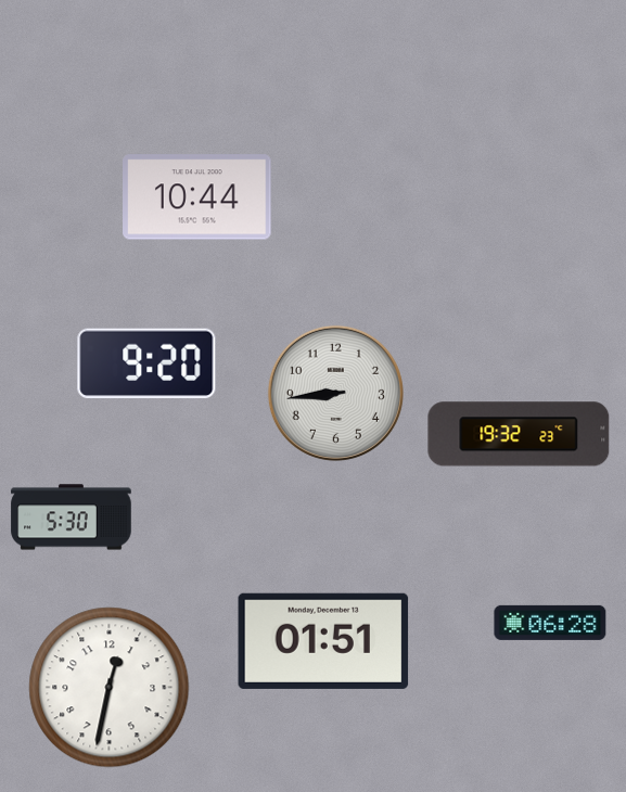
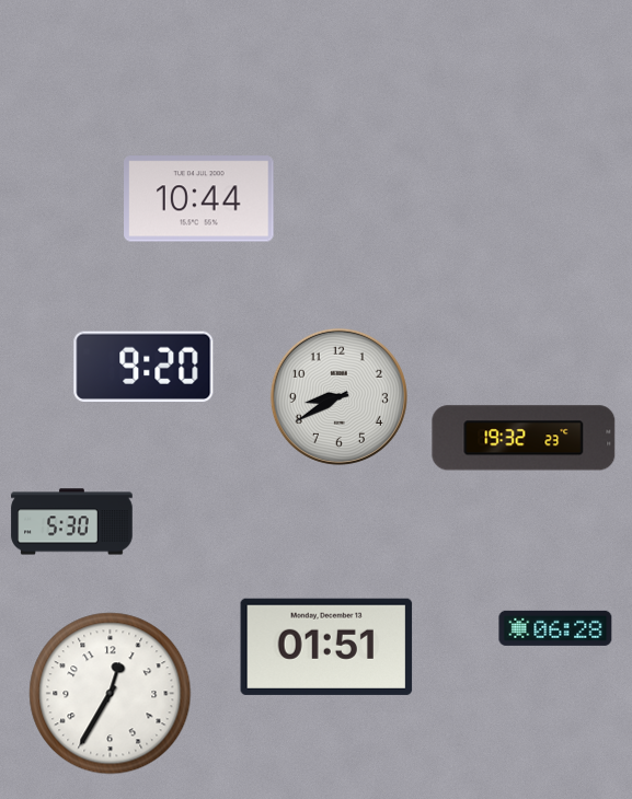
clock at (146, 363) position: (146, 363) -> (143, 367)
clock at (335, 393): 8:44 -> 8:40
clock at (110, 688): 12:32 -> 12:35
